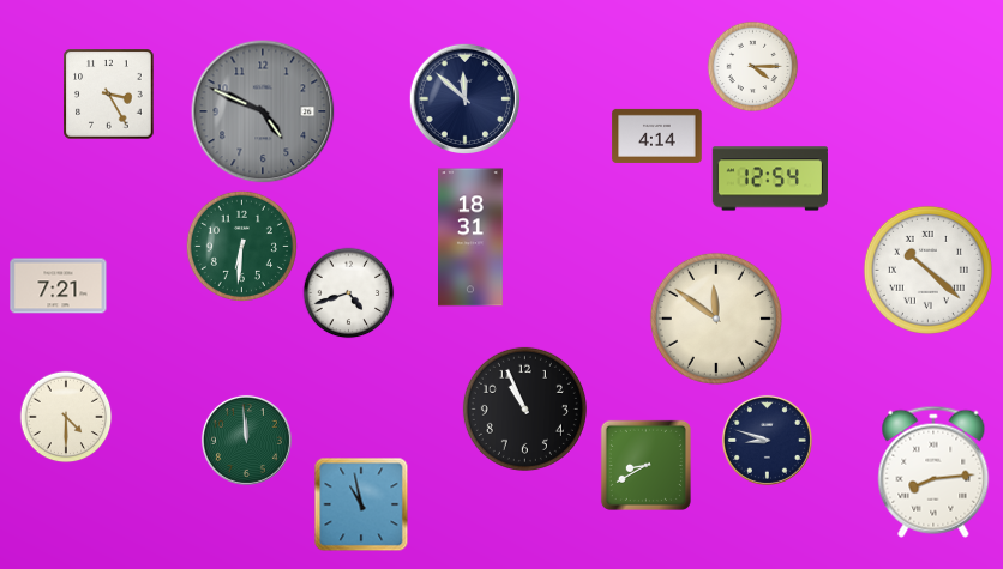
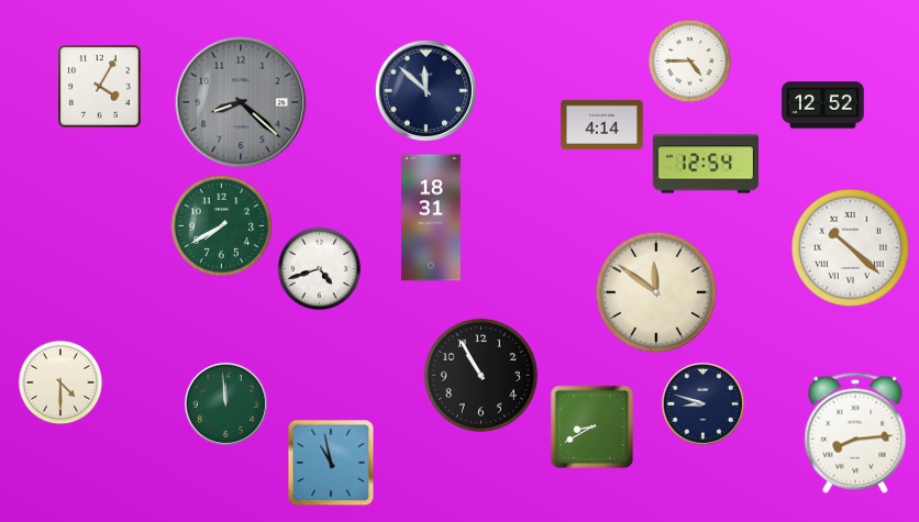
clock at (753, 67): 4:15 -> 4:45
clock at (109, 95): 3:25 -> 4:05
clock at (263, 111): 4:49 -> 8:22
clock at (823, 105): none -> 12:52
clock at (241, 246): 6:31 -> 7:40
clock at (59, 286): 7:21 -> none
clock at (524, 408): 10:56 -> 10:55
